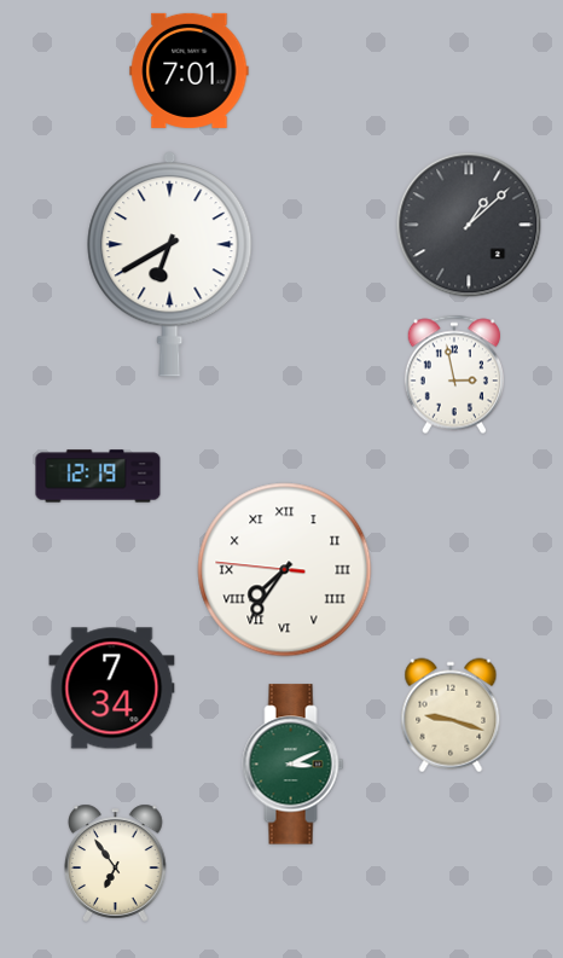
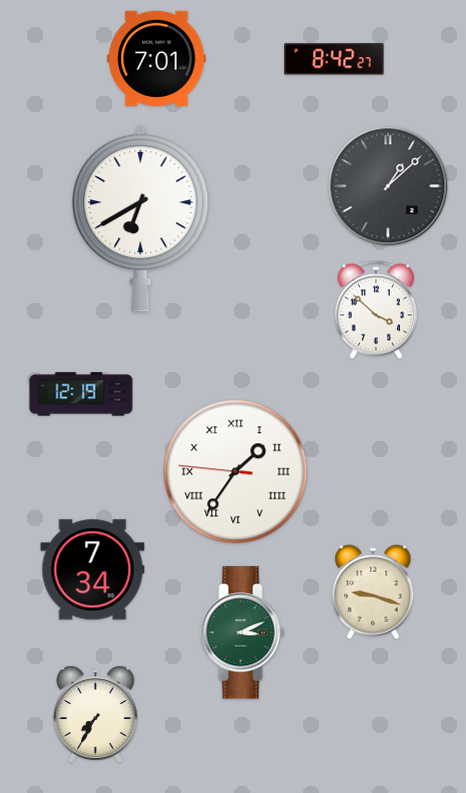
clock at (334, 59): none -> 8:42
clock at (454, 375): 2:58 -> 3:52
clock at (285, 570): 7:35 -> 1:35
clock at (116, 863): 6:54 -> 7:35
